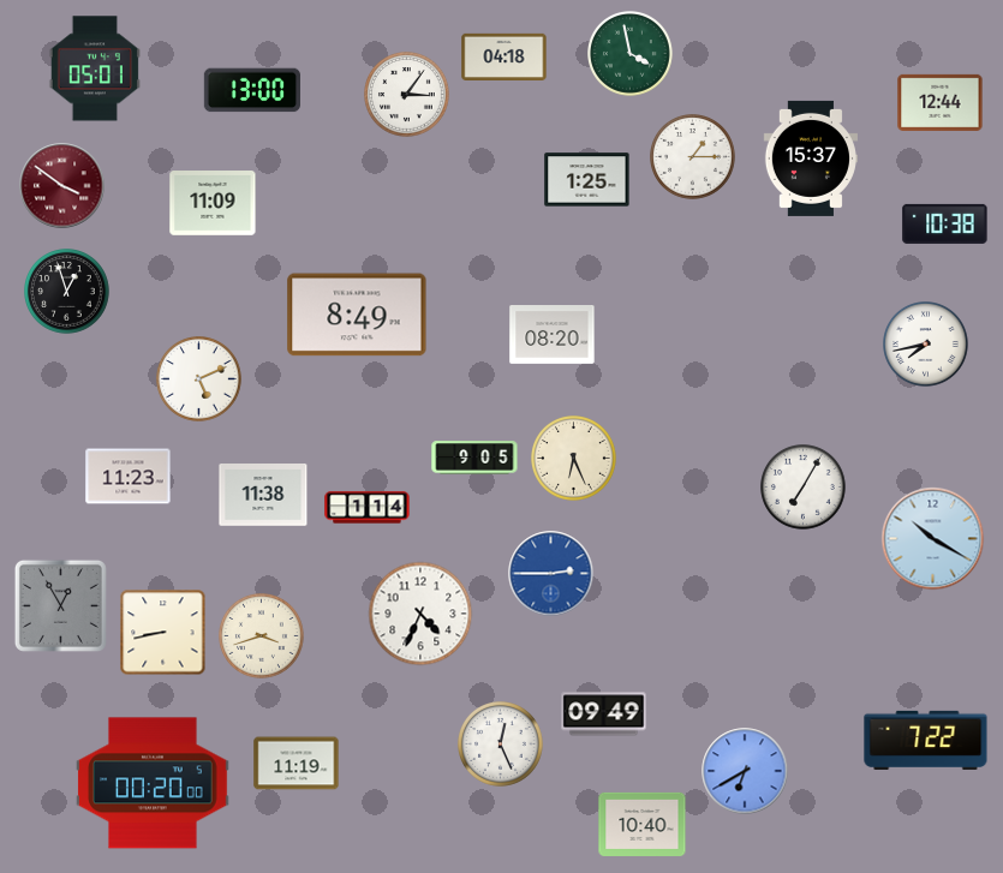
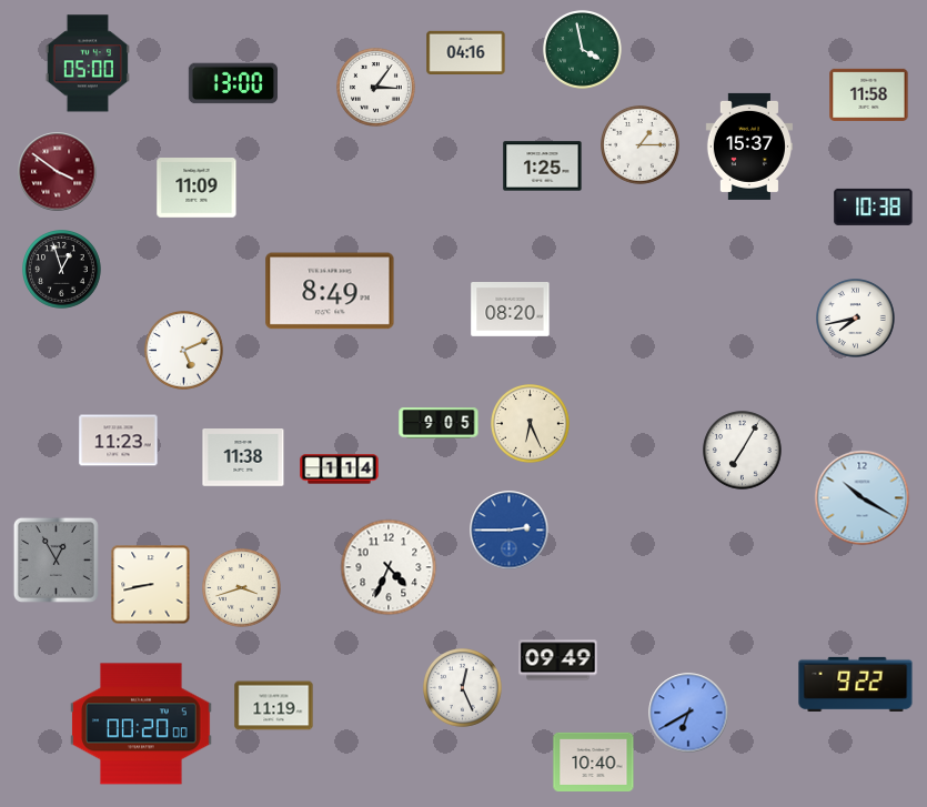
clock at (505, 56): 04:18 -> 04:16
clock at (94, 68): 05:01 -> 05:00
clock at (941, 102): 12:44 -> 11:58
clock at (926, 740): 7:22 -> 9:22
